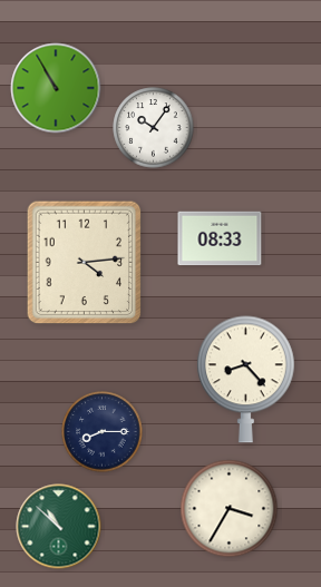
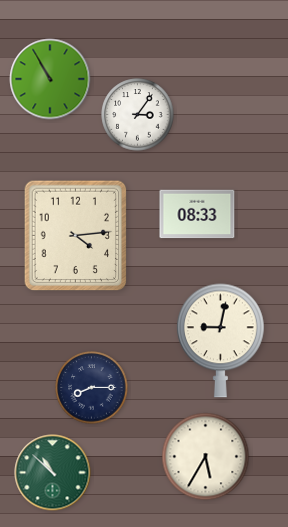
clock at (154, 128): 10:06 -> 3:06
clock at (245, 380): 8:23 -> 9:02
clock at (230, 509): 3:35 -> 5:35
